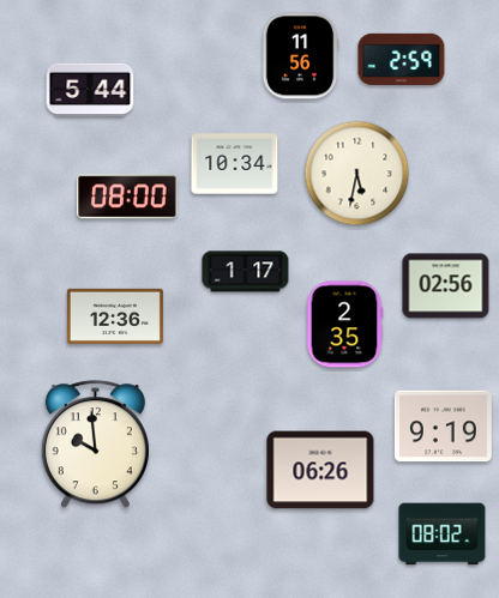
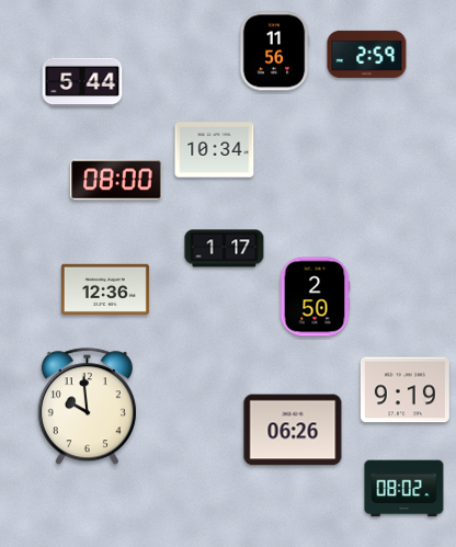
clock at (357, 174): 5:32 -> none
clock at (446, 286): 02:56 -> none
clock at (344, 325): 2:35 -> 2:50
